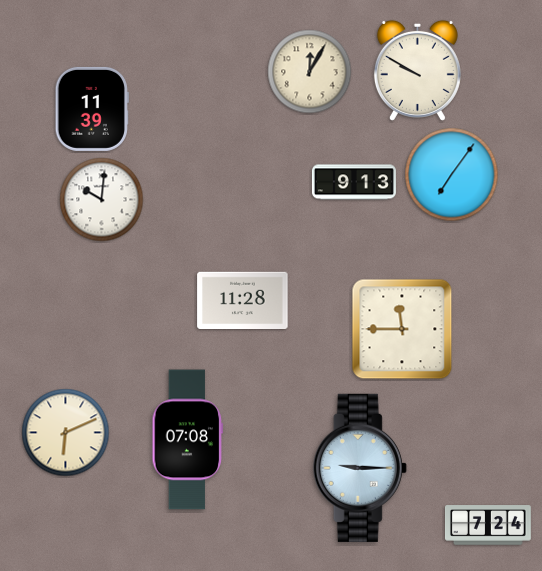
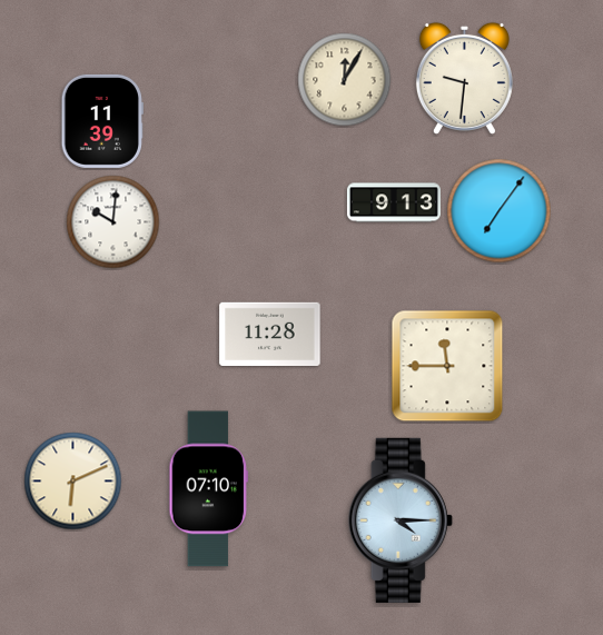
clock at (417, 70): 9:50 -> 9:31
clock at (452, 175) position: (452, 175) -> (500, 211)
clock at (188, 440): 07:08 -> 07:10
clock at (360, 468): 9:15 -> 4:15
clock at (488, 525): 7:24 -> none
